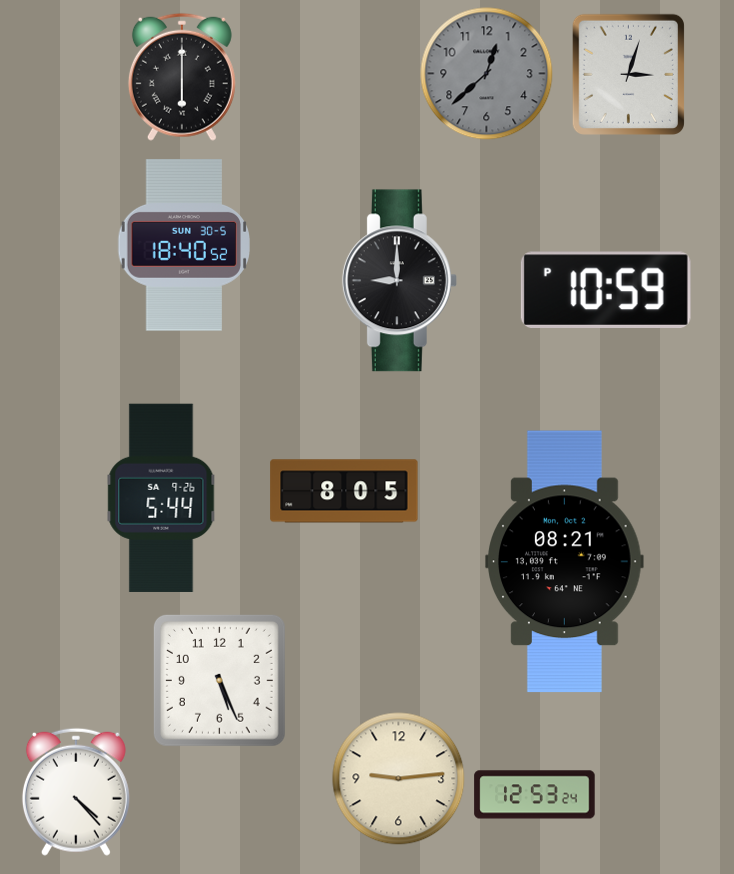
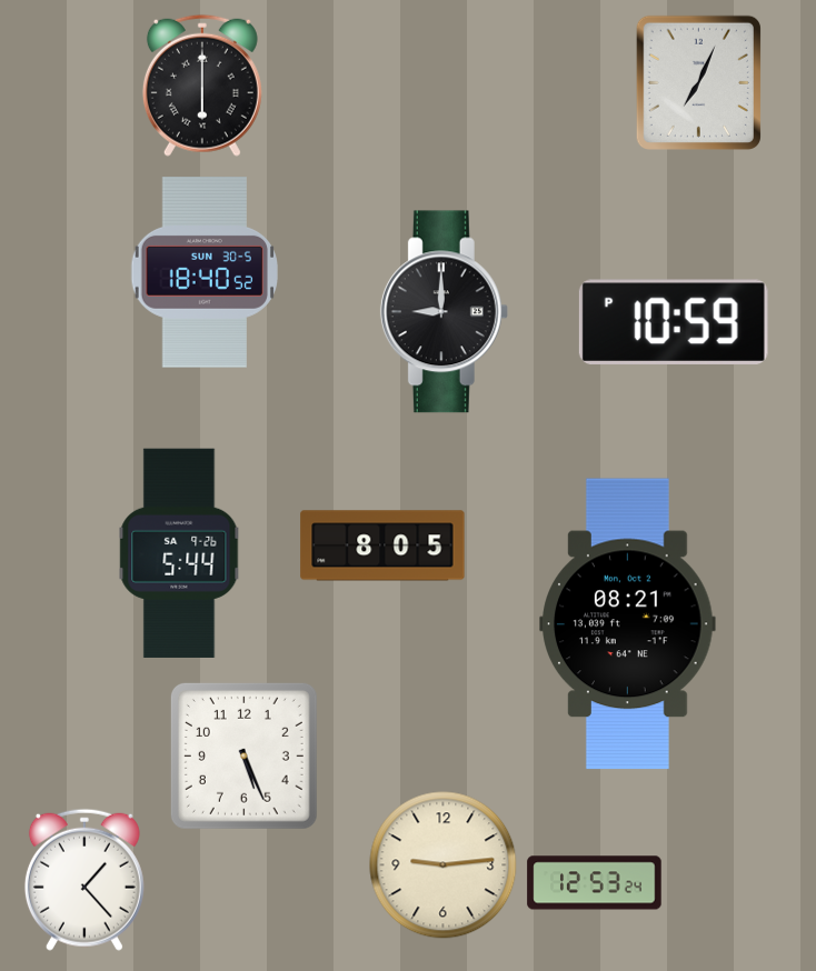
clock at (487, 74): 12:38 -> none
clock at (628, 74): 3:03 -> 7:04
clock at (76, 792): 4:23 -> 1:23
